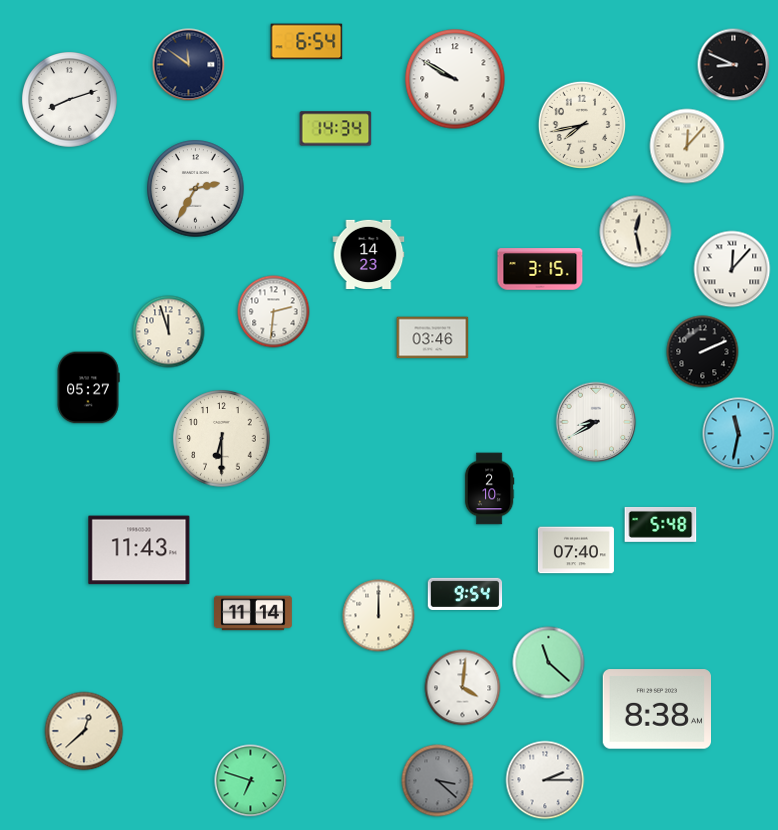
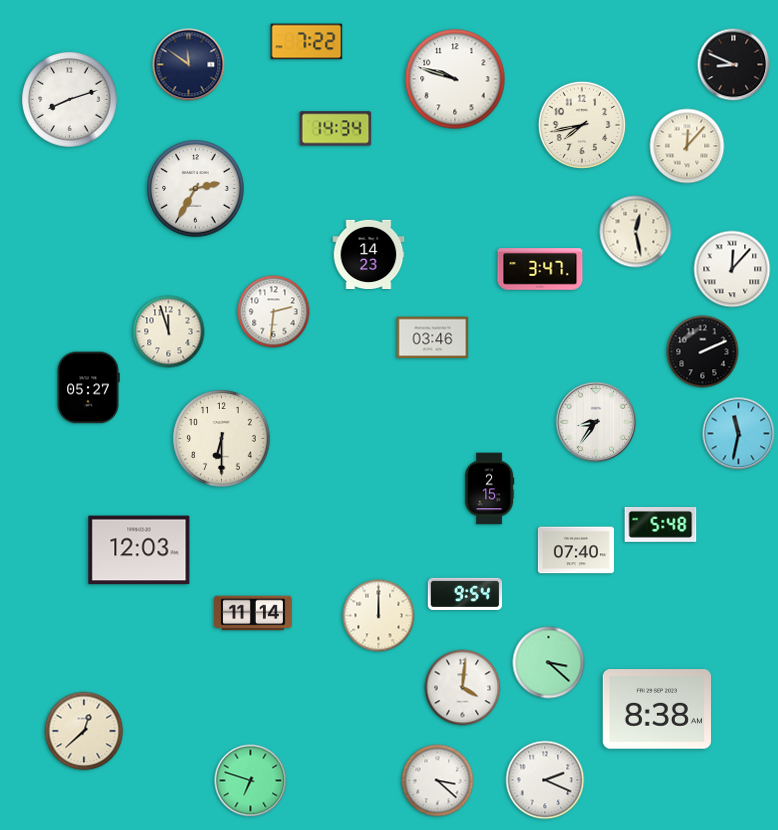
clock at (307, 42): 6:54 -> 7:22
clock at (455, 79): 9:50 -> 9:48
clock at (540, 269): 3:15 -> 3:47
clock at (596, 422): 8:40 -> 8:36
clock at (489, 489): 2:10 -> 2:15
clock at (139, 550): 11:43 -> 12:03
clock at (549, 663): 11:22 -> 3:22
clock at (545, 780): 2:15 -> 2:19
clock at (438, 781) dial: grey -> white
